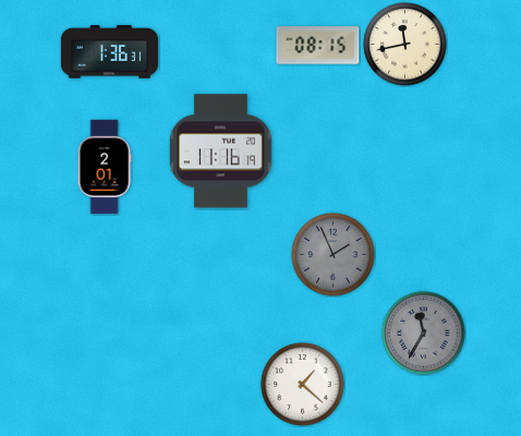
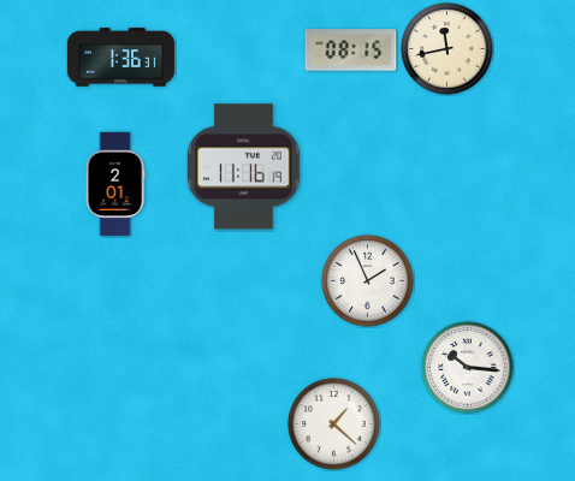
clock at (334, 255) dial: grey -> white
clock at (424, 334): 11:35 -> 10:16
clock at (424, 334) dial: grey -> white
